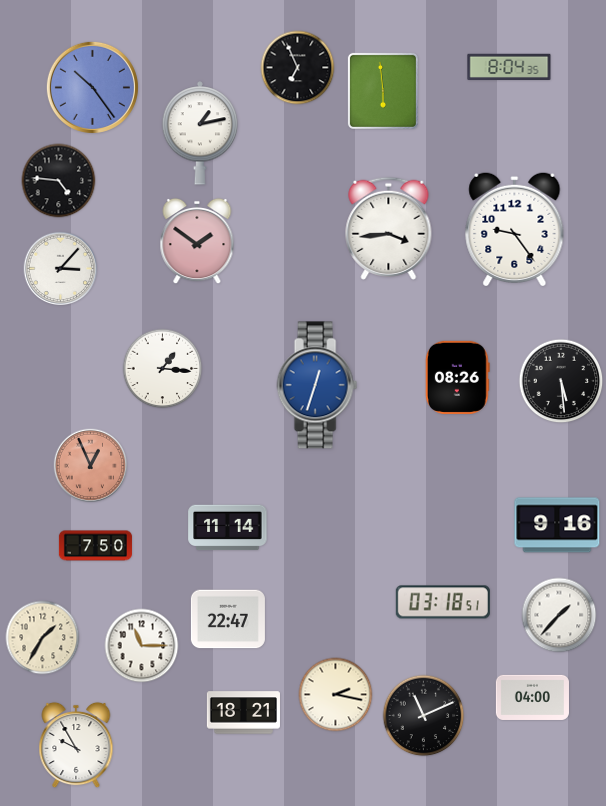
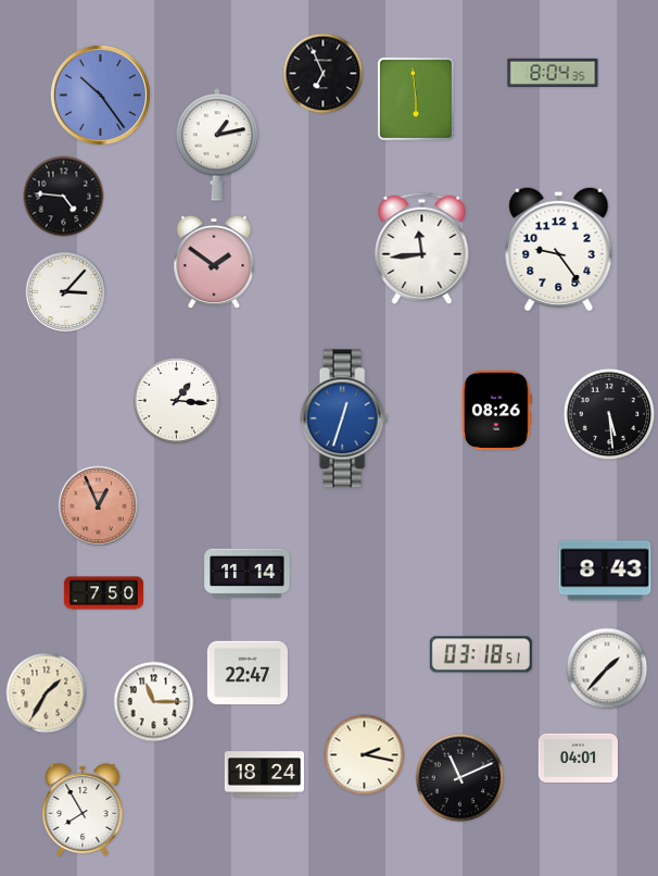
clock at (389, 228): 3:44 -> 11:44
clock at (557, 525): 9:16 -> 8:43
clock at (532, 697): 04:00 -> 04:01
clock at (243, 713): 18:21 -> 18:24
clock at (76, 745): 9:55 -> 7:55
